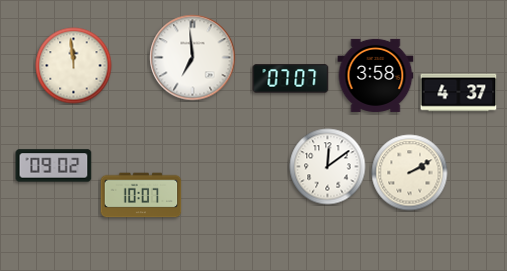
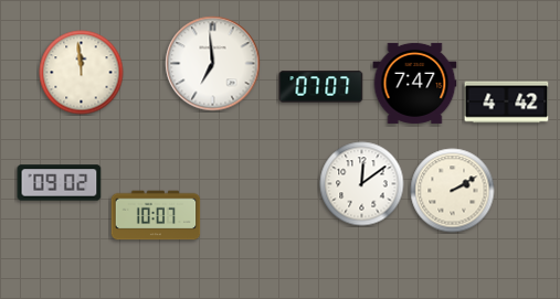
clock at (376, 75): 3:58 -> 7:47
clock at (459, 93): 4:37 -> 4:42
